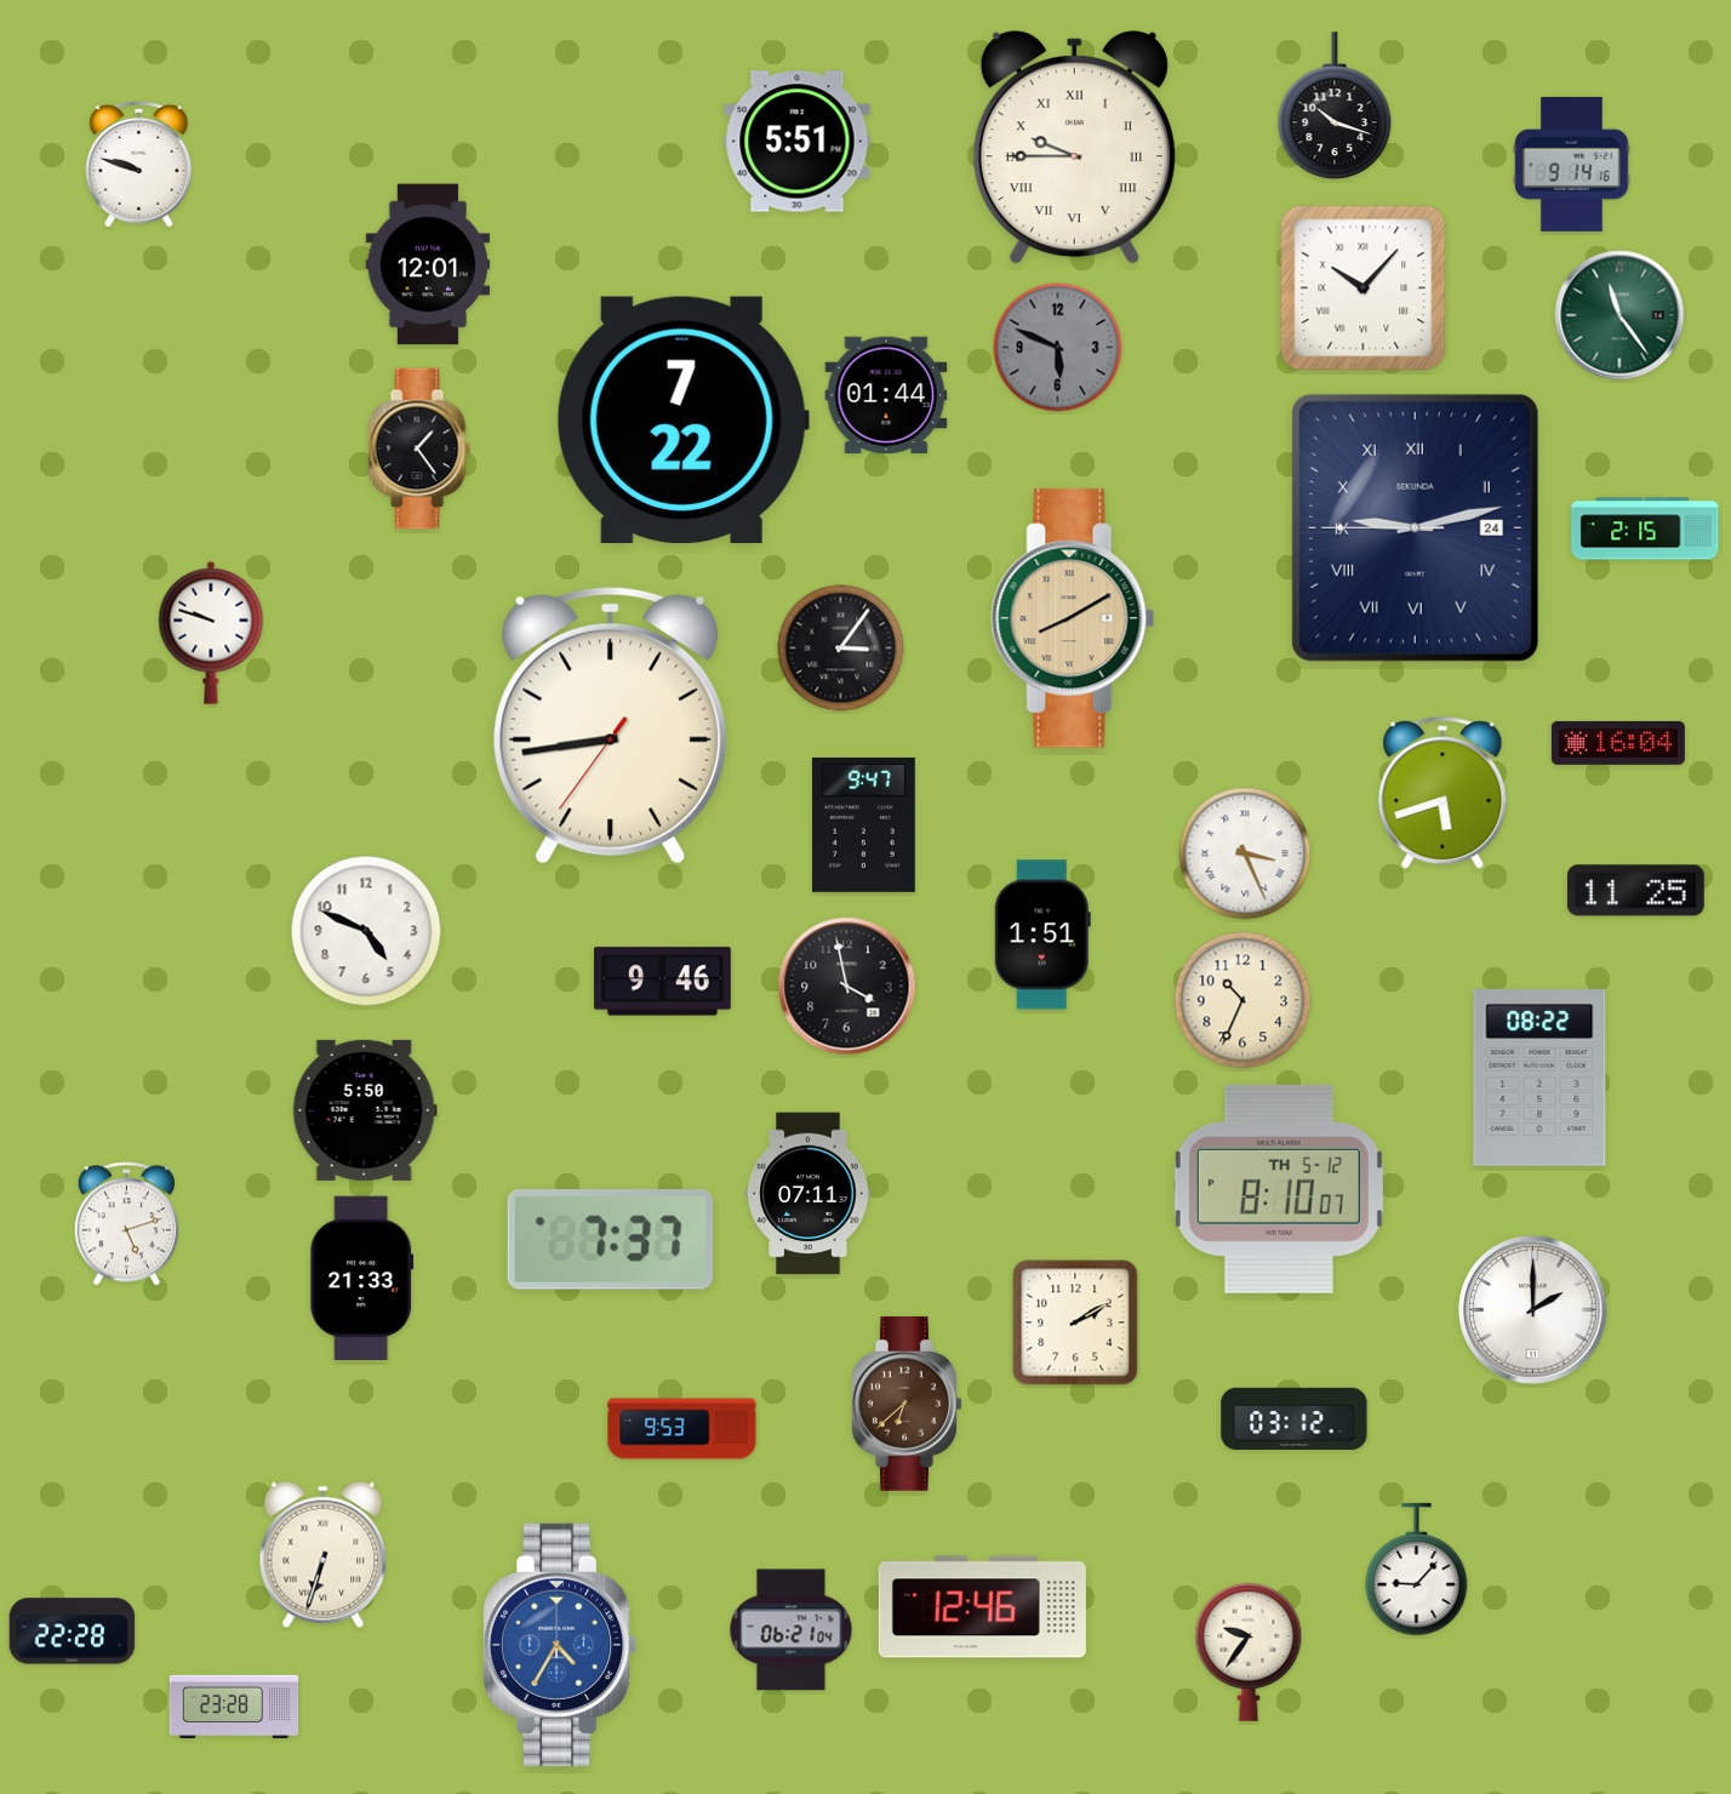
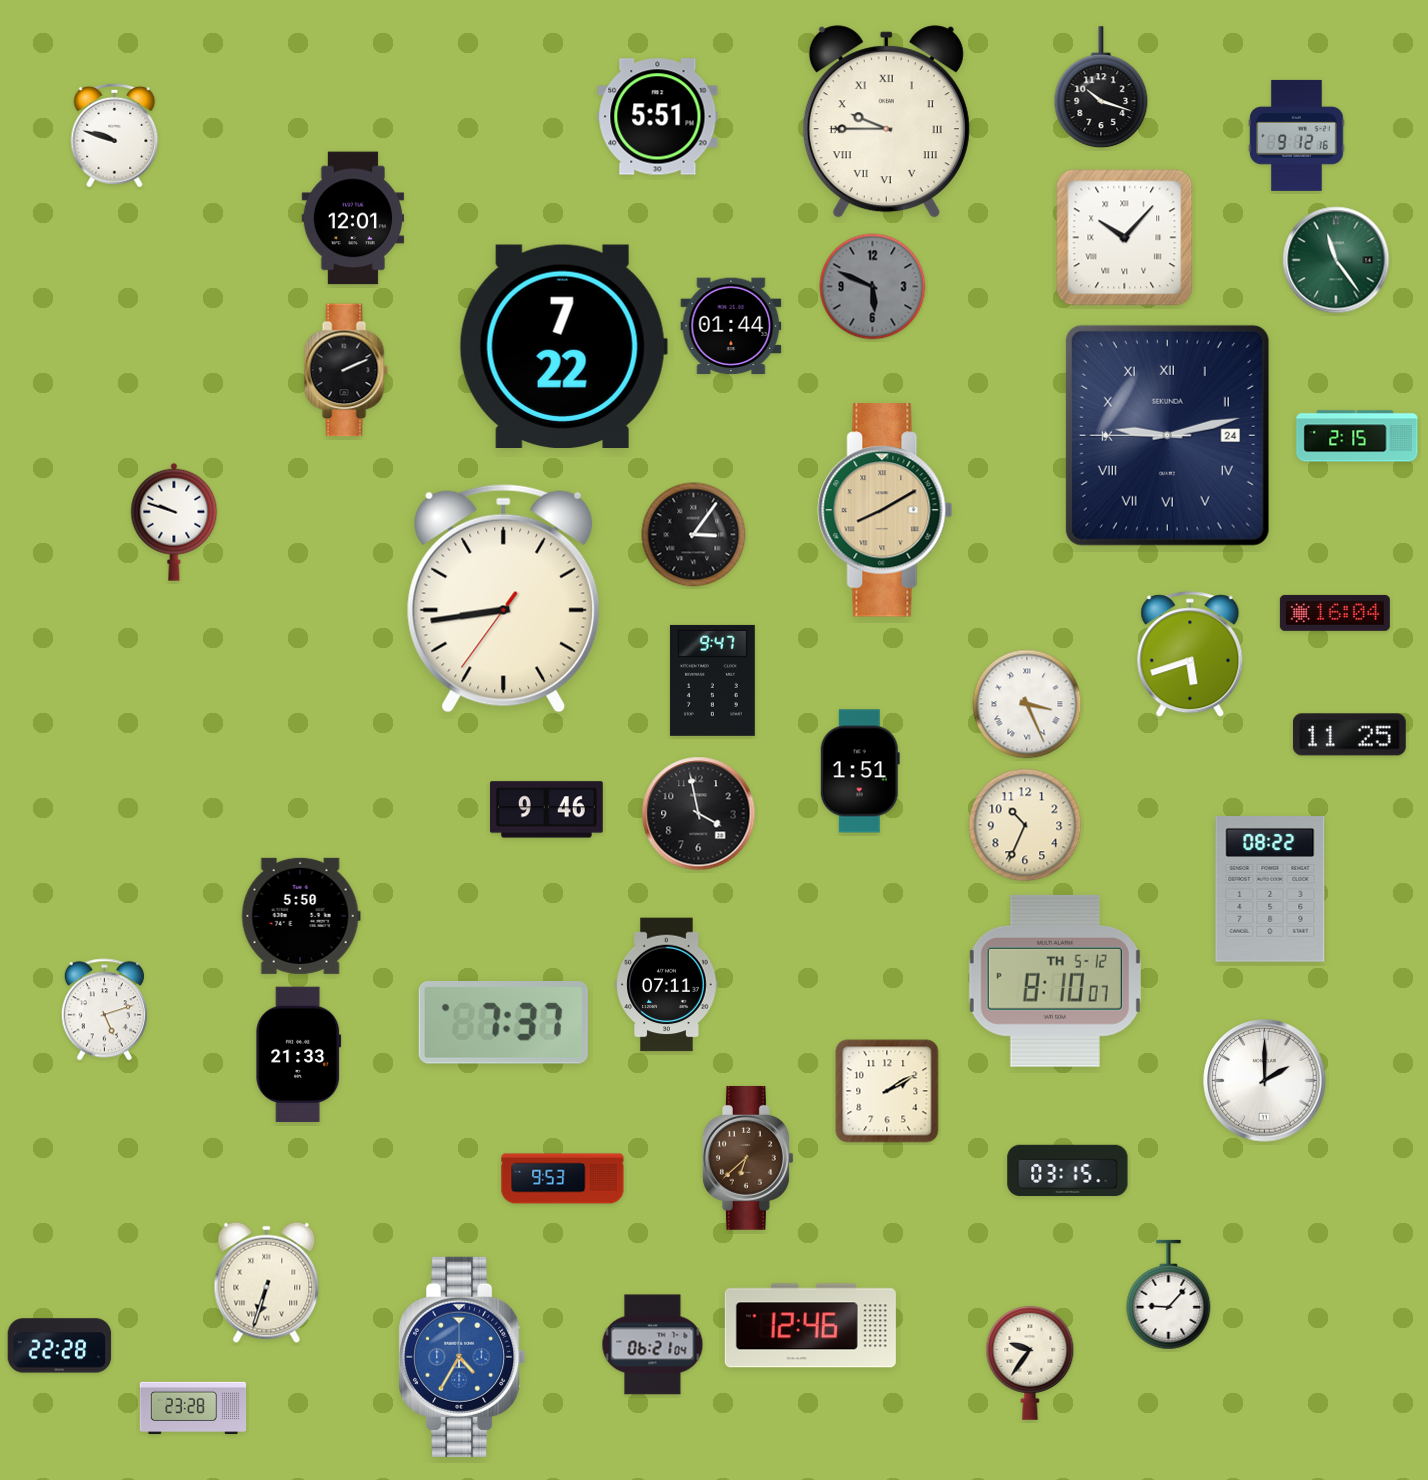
clock at (1572, 164): 9:14 -> 9:12
clock at (419, 448): 1:24 -> 2:11
clock at (366, 931): 4:49 -> none
clock at (1295, 1418): 03:12 -> 03:15
